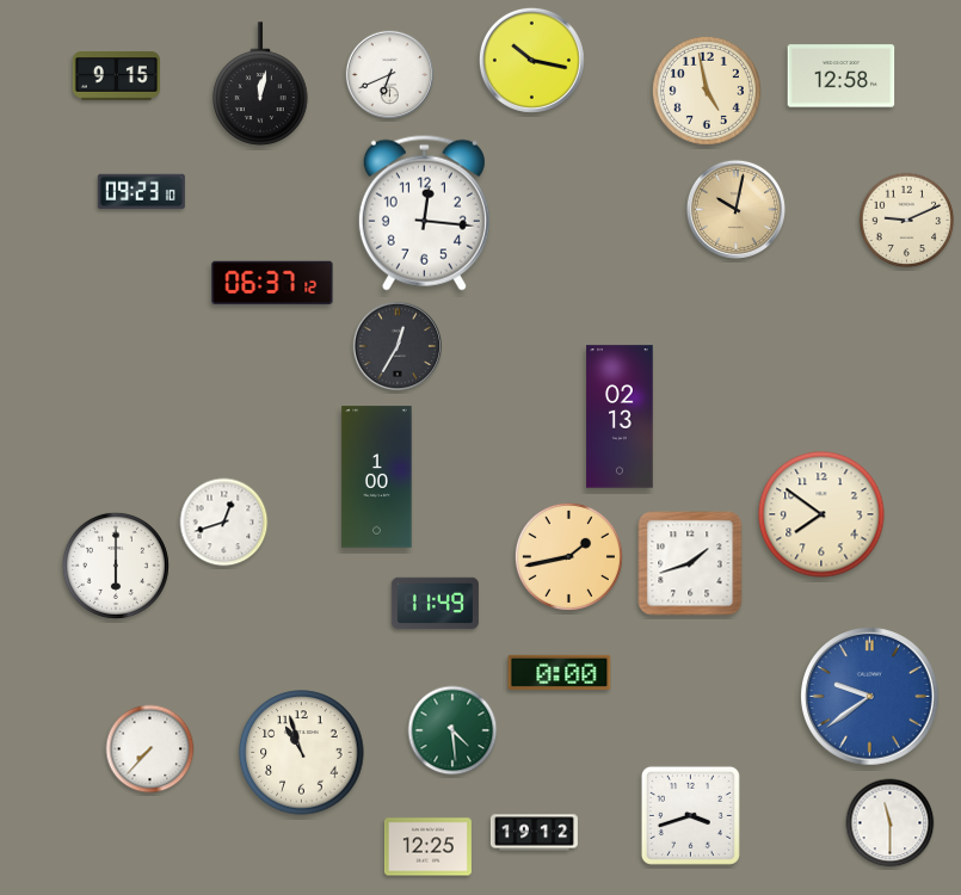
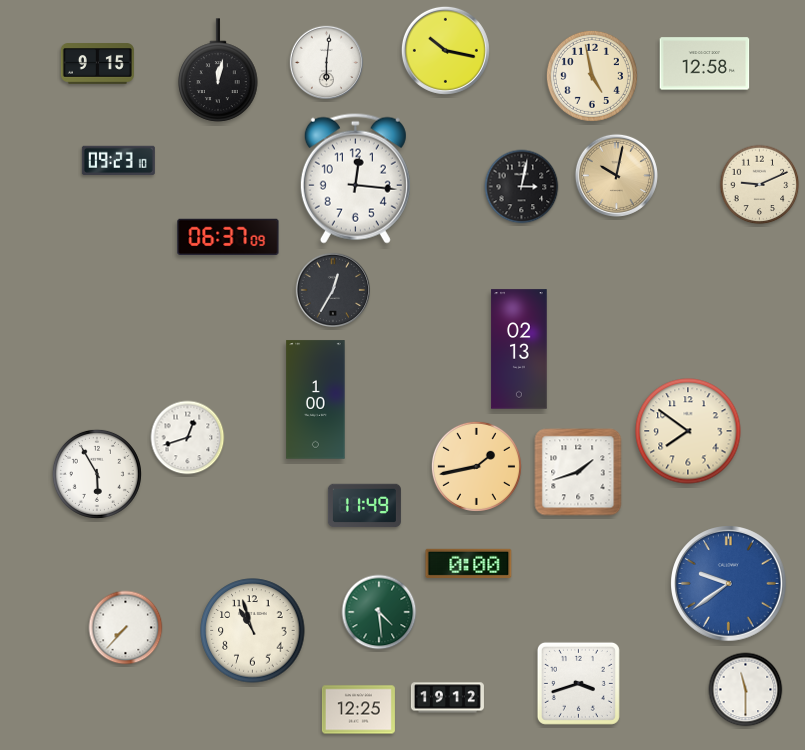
clock at (389, 74): 6:41 -> 6:01
clock at (522, 187): none -> 3:02
clock at (272, 282): 06:37:12 -> 06:37:09
clock at (116, 566): 6:00 -> 5:55
